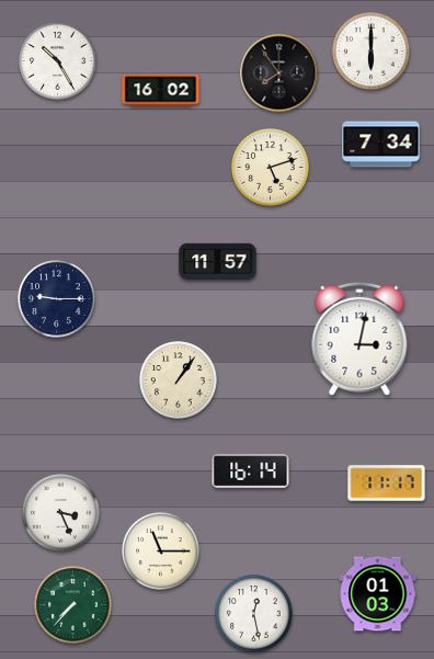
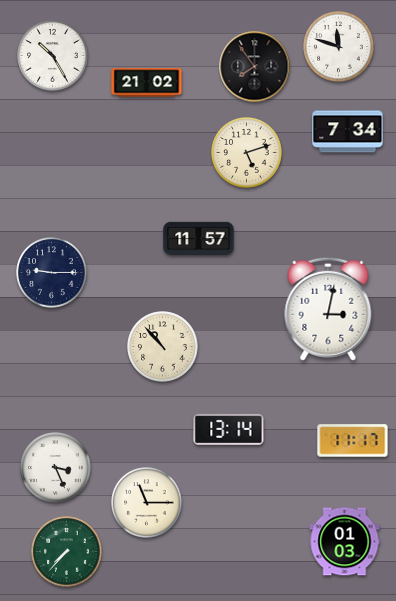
clock at (372, 52): 6:00 -> 11:48
clock at (161, 91): 16:02 -> 21:02
clock at (179, 380): 1:06 -> 10:53
clock at (251, 470): 16:14 -> 13:14
clock at (254, 614): 12:28 -> none
